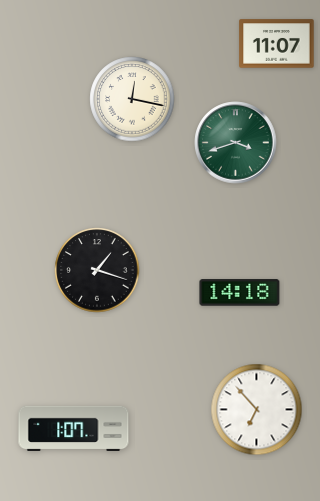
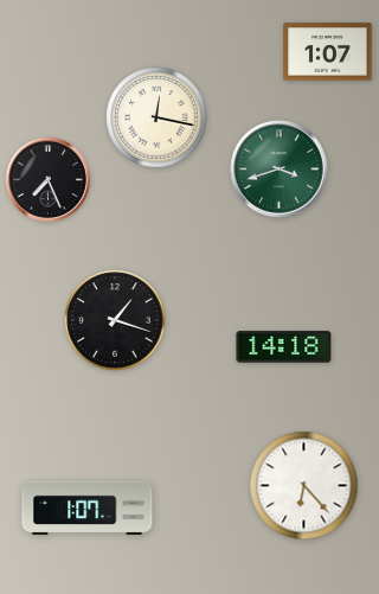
clock at (277, 44): 11:07 -> 1:07
clock at (47, 179): none -> 7:26
clock at (257, 410): 6:53 -> 6:23
